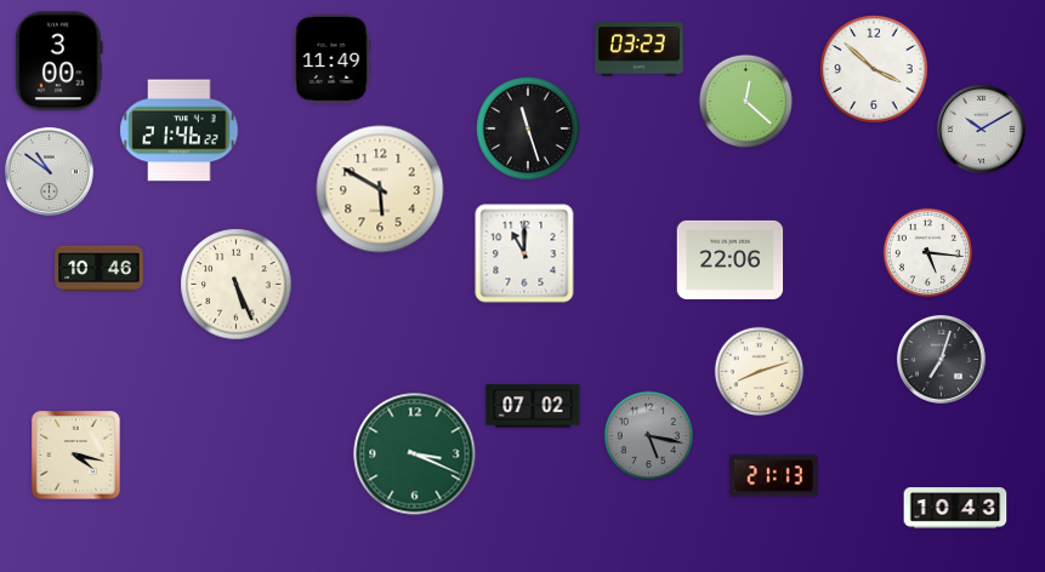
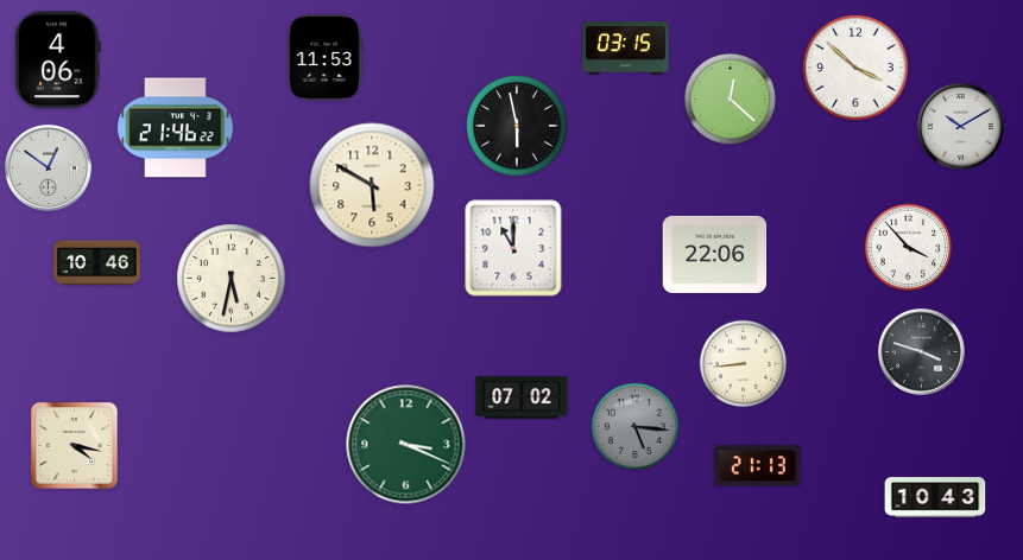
clock at (640, 50): 03:23 -> 03:15
clock at (331, 59): 11:49 -> 11:53
clock at (59, 62): 3:00 -> 4:06
clock at (529, 130): 11:27 -> 5:58
clock at (49, 171): 10:51 -> 12:51
clock at (928, 253): 5:16 -> 3:53
clock at (237, 285): 5:26 -> 5:32
clock at (941, 359): 7:03 -> 3:48
clock at (760, 372): 8:12 -> 8:44
clock at (649, 436): 5:17 -> 5:16
